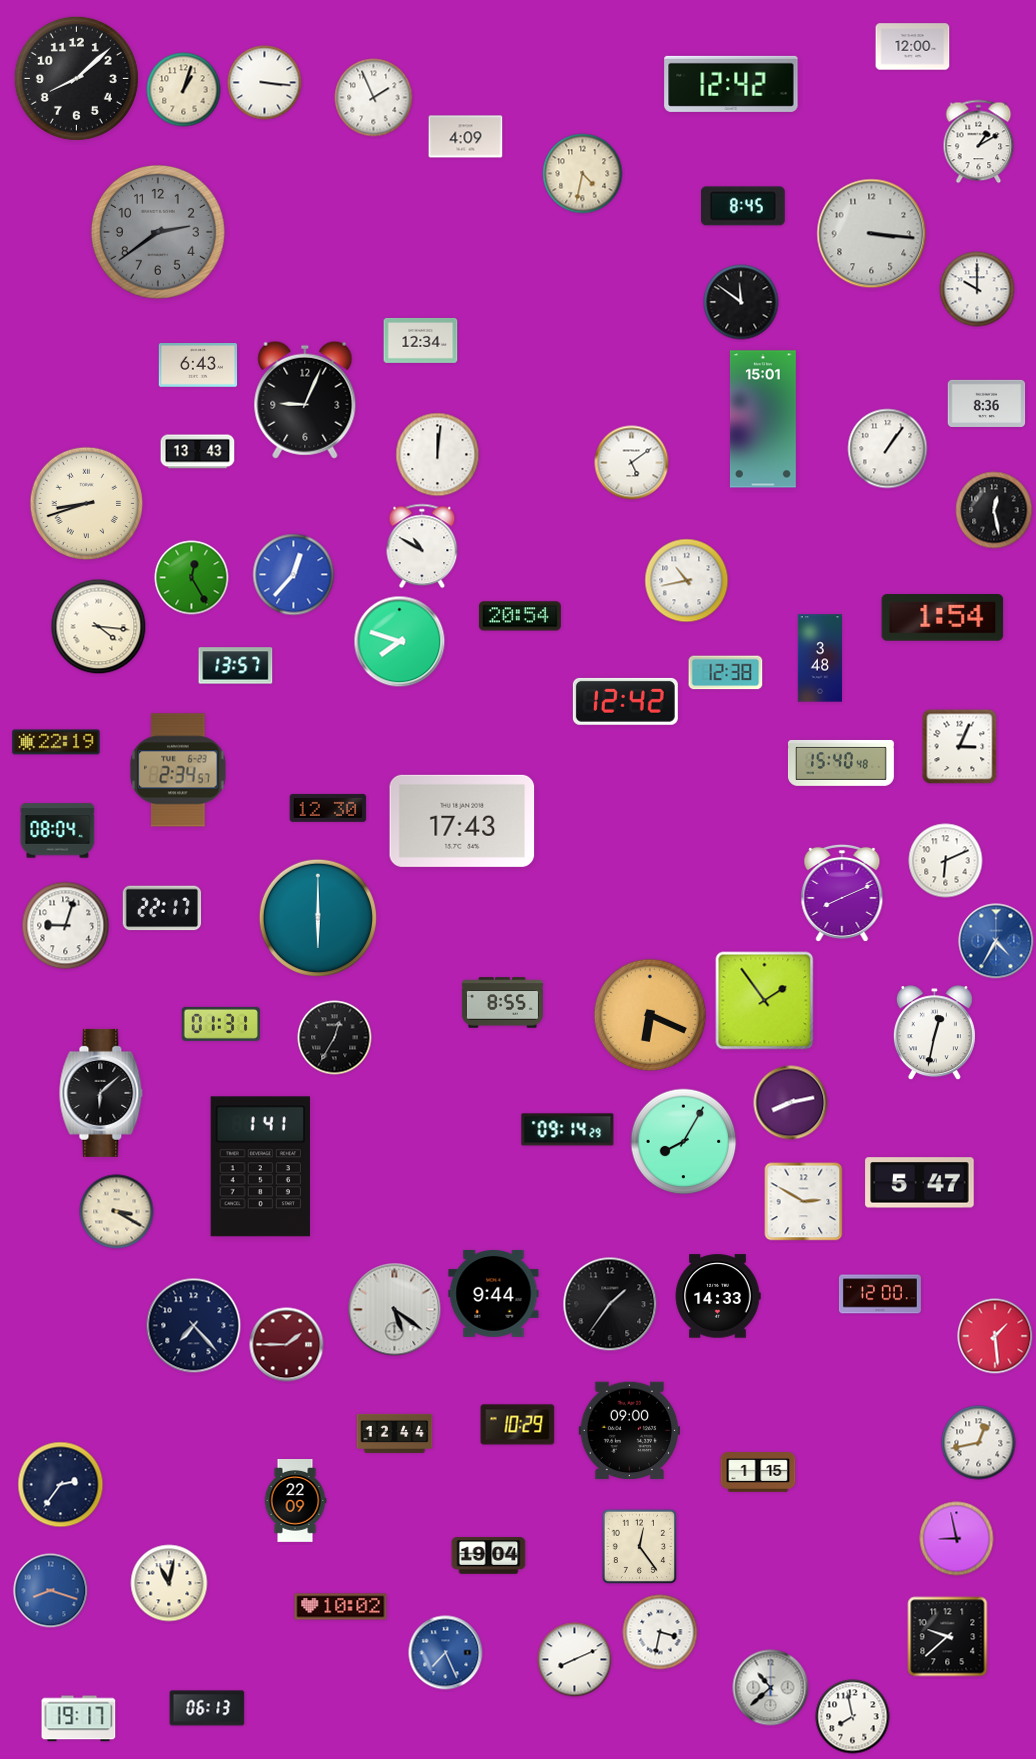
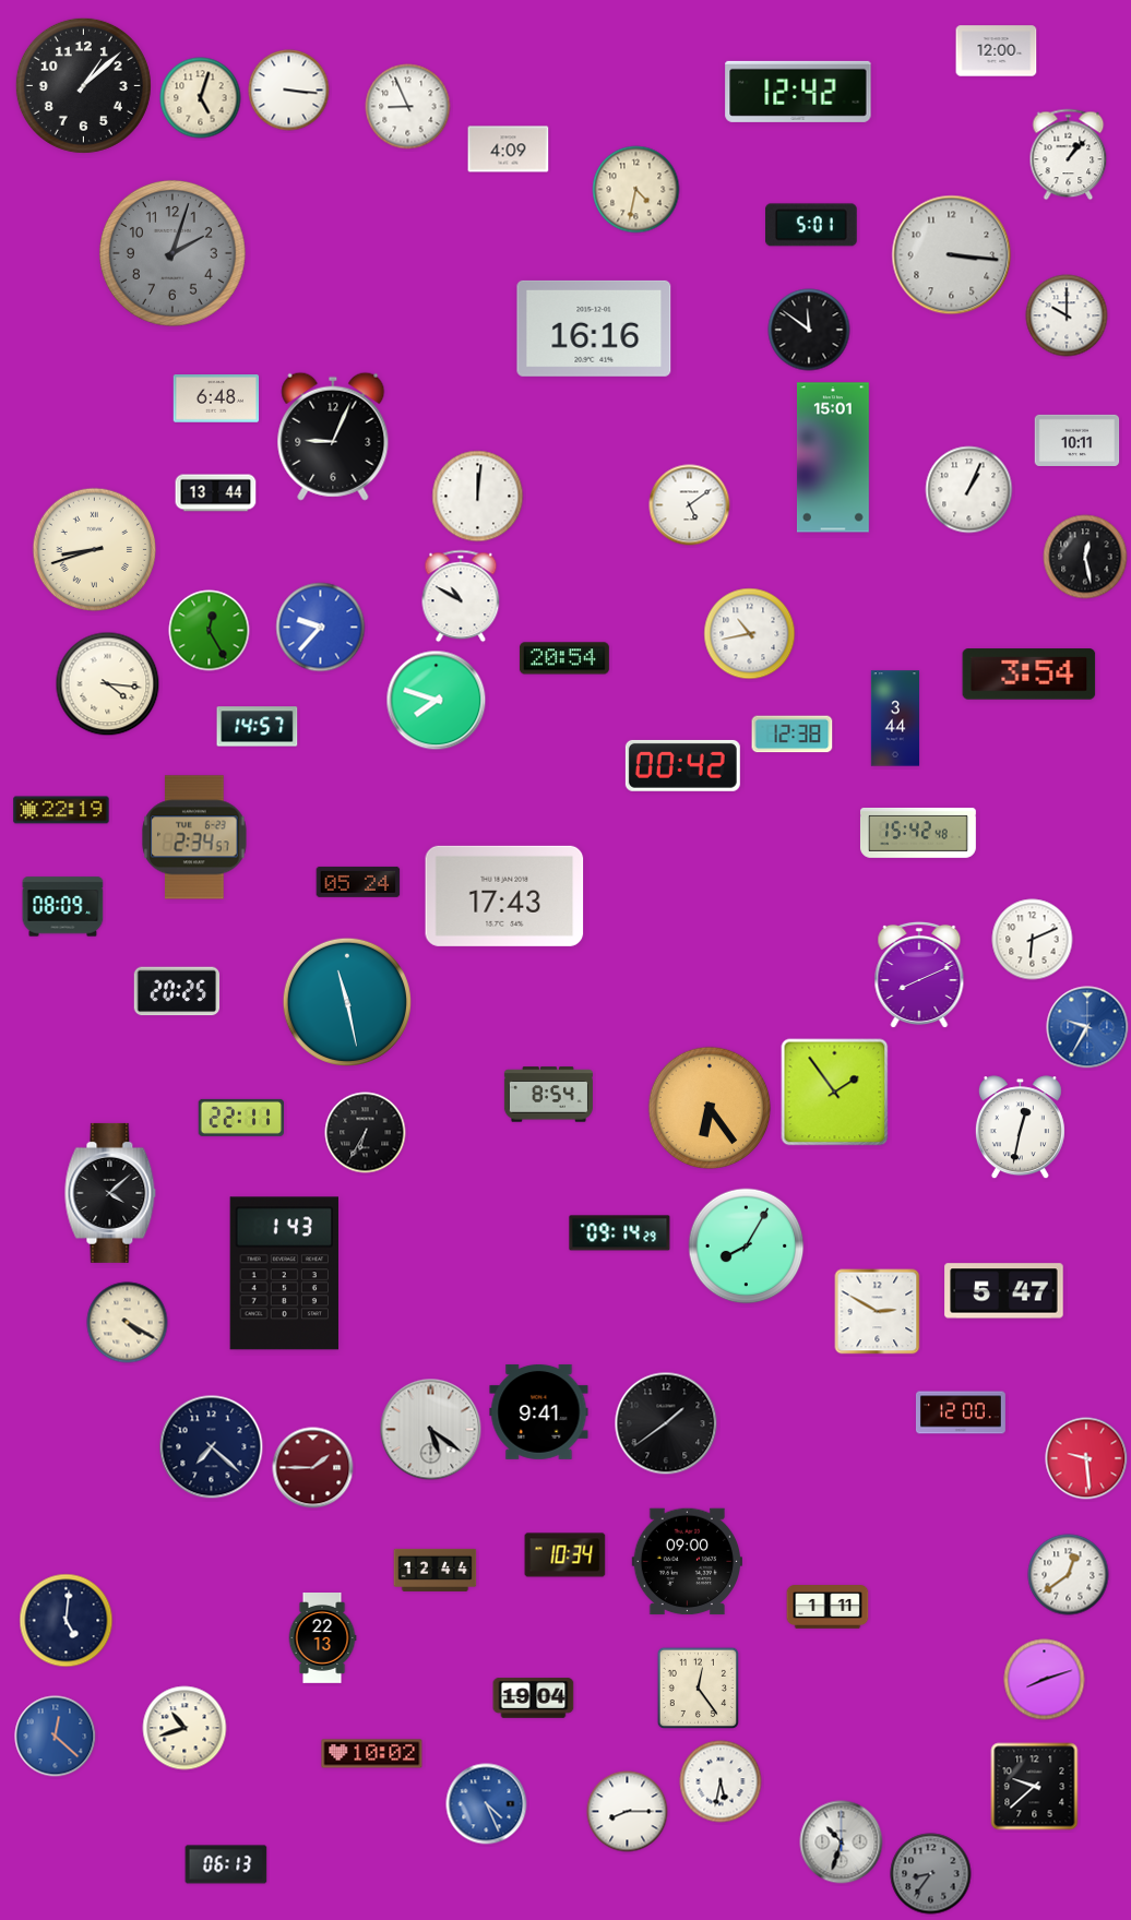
clock at (76, 78): 8:08 -> 1:08
clock at (184, 90): 1:03 -> 5:03
clock at (374, 98): 1:56 -> 8:56
clock at (979, 142): 1:10 -> 1:07
clock at (744, 206): 8:45 -> 5:01
clock at (158, 232): 2:39 -> 2:03
clock at (594, 329): none -> 16:16
clock at (421, 340): 12:34 -> none
clock at (198, 365): 6:43 -> 6:48
clock at (987, 403): 8:36 -> 10:11
clock at (888, 449): 1:06 -> 1:04
clock at (198, 452): 13:43 -> 13:44
clock at (294, 575): 12:37 -> 9:37
clock at (520, 616) position: (520, 616) -> (564, 658)
clock at (943, 618): 1:54 -> 3:54
clock at (819, 658): 3:48 -> 3:44
clock at (236, 666): 13:57 -> 14:57
clock at (625, 701): 12:42 -> 00:42
clock at (960, 747): 3:04 -> none
clock at (841, 763): 15:40 -> 15:42
clock at (178, 770) position: (178, 770) -> (194, 837)
clock at (328, 808): 12:30 -> 05:24
clock at (58, 831): 08:04 -> 08:09
clock at (162, 908): 22:17 -> 20:25
clock at (318, 918): 6:00 -> 11:28
clock at (66, 926): 9:03 -> none
clock at (996, 941): 4:35 -> 9:35
clock at (502, 1003): 8:55 -> 8:54
clock at (650, 1015): 6:19 -> 6:24
clock at (220, 1024): 01:31 -> 22:11
clock at (335, 1038): 12:35 -> 6:35
clock at (101, 1093): 6:08 -> 4:08
clock at (791, 1103): 8:13 -> none
clock at (260, 1167): 1:41 -> 1:43
clock at (117, 1212): 3:20 -> 4:20
clock at (494, 1293): 9:44 -> 9:41
clock at (718, 1296): 14:33 -> none
clock at (610, 1304): 1:36 -> 1:39
clock at (194, 1326): 7:23 -> 7:22
clock at (995, 1336): 1:29 -> 9:29
clock at (518, 1425): 10:29 -> 10:34
clock at (395, 1433) position: (395, 1433) -> (436, 1570)
clock at (979, 1443): 12:43 -> 12:39
clock at (758, 1472): 1:15 -> 1:11
clock at (61, 1485): 2:36 -> 5:01
clock at (295, 1501): 22:09 -> 22:13
clock at (957, 1539): 8:58 -> 8:12
clock at (169, 1583): 11:02 -> 10:42
clock at (51, 1591): 8:18 -> 12:22
clock at (660, 1632): 3:32 -> 5:32
clock at (446, 1653): 7:26 -> 4:26
clock at (575, 1660): 8:11 -> 8:15
clock at (771, 1688): 10:38 -> 10:33
clock at (853, 1717): 7:58 -> 8:36
clock at (853, 1717) dial: white -> grey
clock at (79, 1719): 19:17 -> none
